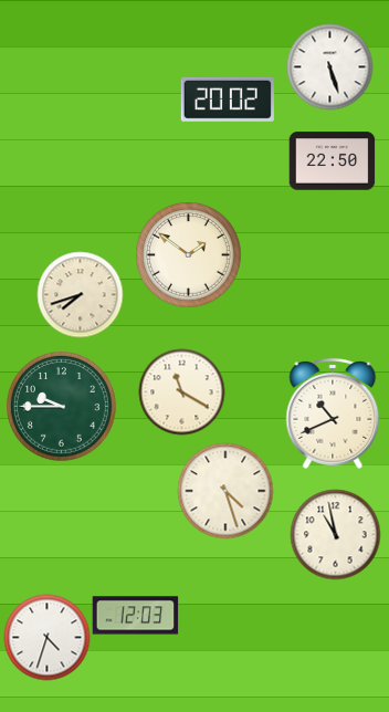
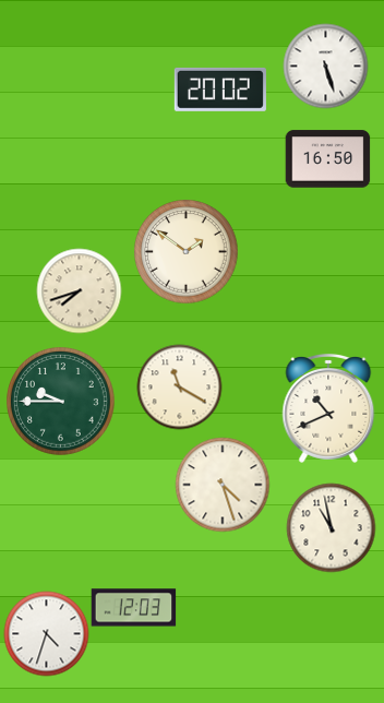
clock at (228, 100) position: (228, 100) -> (220, 90)
clock at (332, 161): 22:50 -> 16:50
clock at (46, 637) position: (46, 637) -> (46, 633)
